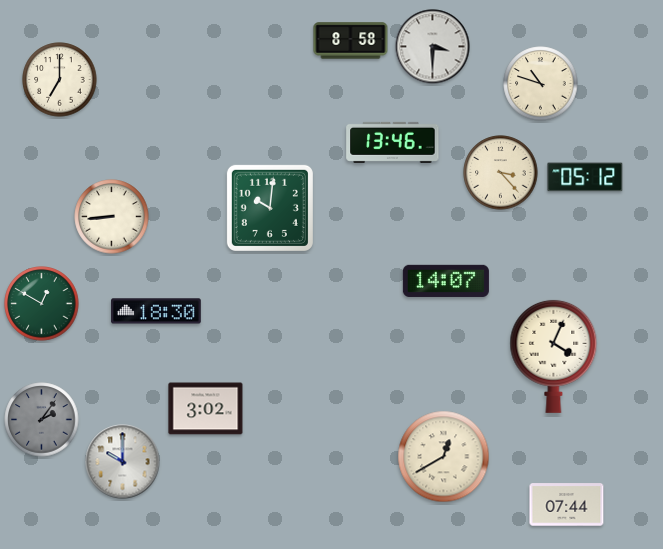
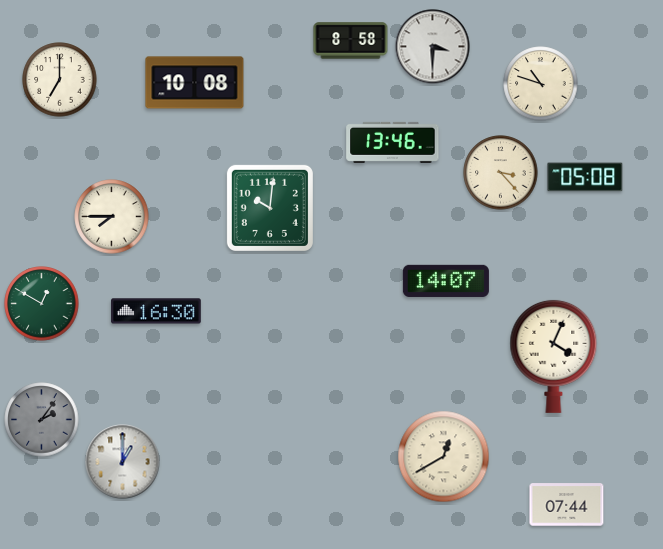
clock at (195, 83): none -> 10:08
clock at (585, 177): 05:12 -> 05:08
clock at (112, 217): 8:44 -> 7:45
clock at (156, 311): 18:30 -> 16:30
clock at (206, 409): 3:02 -> none
clock at (123, 462): 10:00 -> 1:00
